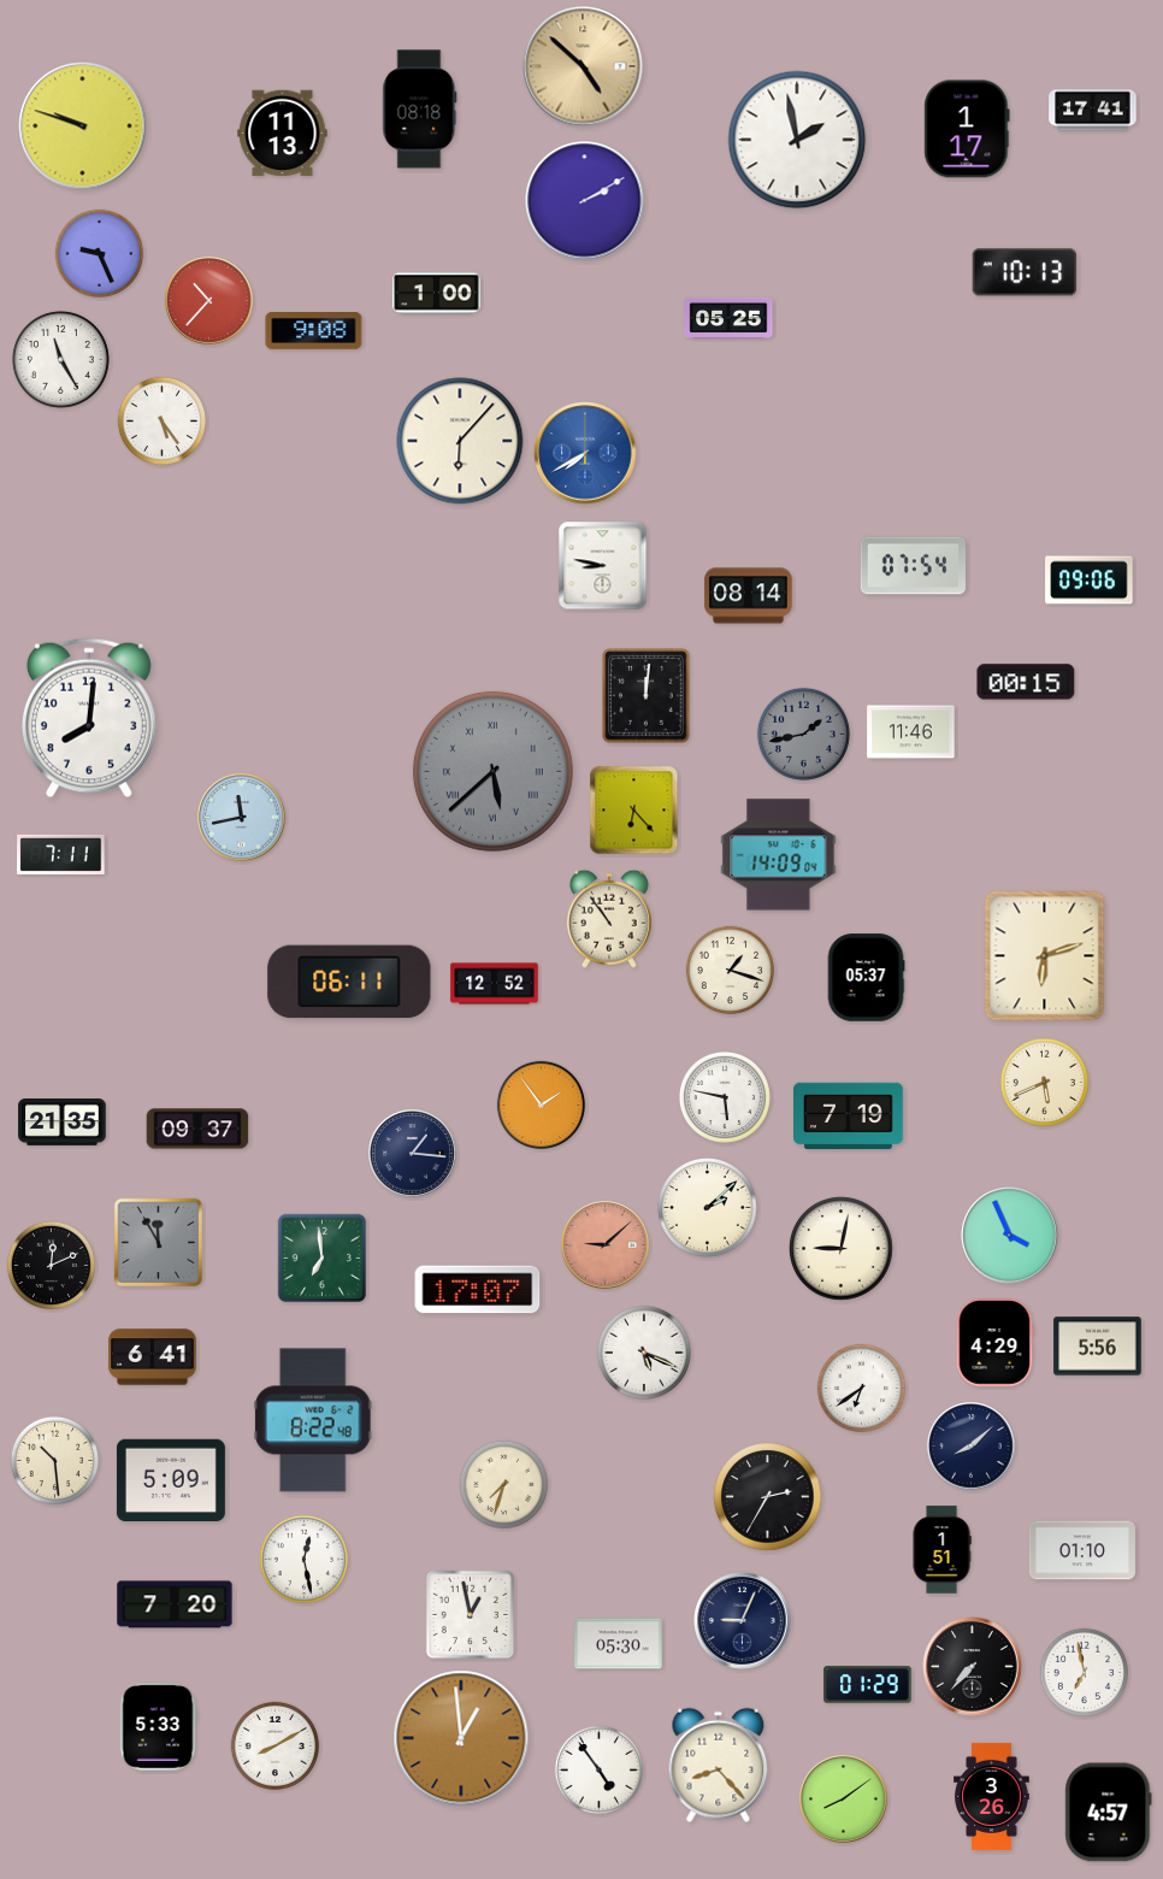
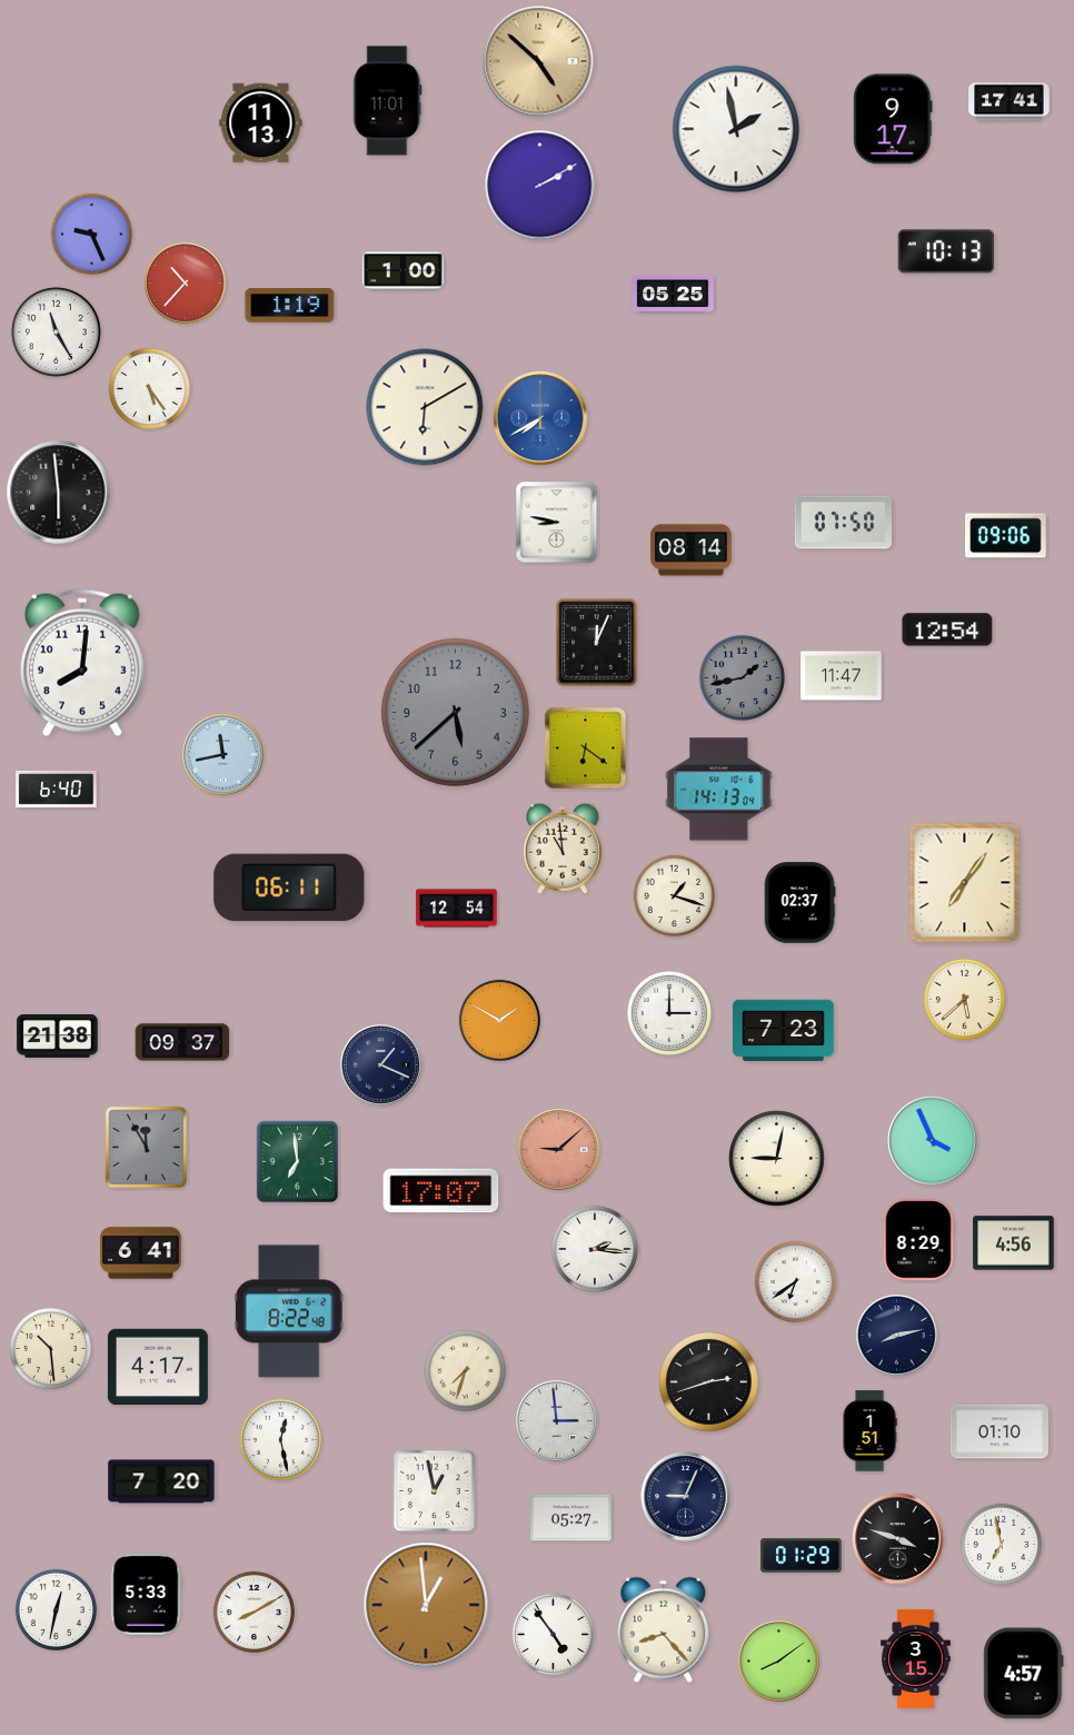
clock at (420, 110): 08:18 -> 11:01
clock at (83, 126): 9:48 -> none
clock at (967, 129): 1:17 -> 9:17
clock at (209, 301) position: (209, 301) -> (186, 284)
clock at (314, 331): 9:08 -> 1:19
clock at (460, 441): 6:07 -> 6:10
clock at (59, 493): none -> 5:59
clock at (913, 566): 07:54 -> 07:50
clock at (1026, 682): 00:15 -> 12:54
clock at (647, 696): 12:01 -> 12:04
clock at (911, 732): 11:46 -> 11:47
clock at (492, 771) numerals: Roman -> Arabic
clock at (634, 811): 6:23 -> 6:21
clock at (61, 854): 7:11 -> 6:40
clock at (779, 855): 14:09 -> 14:13
clock at (609, 919): 10:54 -> 10:59
clock at (1045, 956): 6:12 -> 7:06
clock at (866, 978): 05:37 -> 02:37
clock at (349, 982) position: (349, 982) -> (289, 888)
clock at (495, 984): 12:52 -> 12:54
clock at (1044, 1082): 5:41 -> 5:38
clock at (725, 1097): 5:47 -> 3:00
clock at (541, 1105): 1:54 -> 1:50
clock at (849, 1115): 7:19 -> 7:23
clock at (63, 1123): 21:35 -> 21:38
clock at (413, 1154): 1:16 -> 1:19
clock at (708, 1208): 2:08 -> none
clock at (842, 1249) position: (842, 1249) -> (777, 1159)
clock at (51, 1265): 12:11 -> none
clock at (994, 1343): 4:29 -> 8:29
clock at (1098, 1347): 5:56 -> 4:56
clock at (644, 1353): 5:19 -> 2:16
clock at (972, 1447): 8:08 -> 8:13
clock at (171, 1479): 5:09 -> 4:17
clock at (768, 1497): 2:35 -> 2:42
clock at (557, 1421): none -> 2:59
clock at (619, 1644): 05:30 -> 05:27
clock at (973, 1667): 7:37 -> 3:48
clock at (56, 1609): none -> 12:32
clock at (992, 1796): 3:26 -> 3:15
